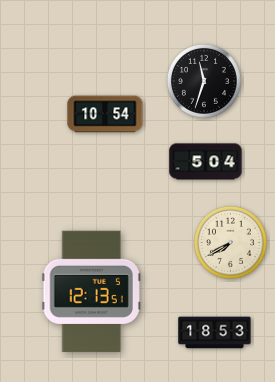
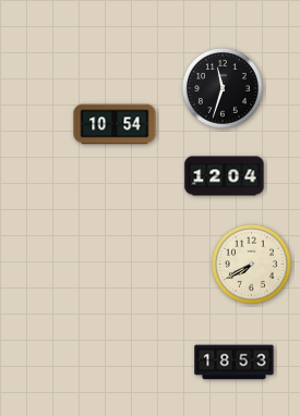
clock at (206, 162): 5:04 -> 12:04
clock at (91, 292): 12:13 -> none
